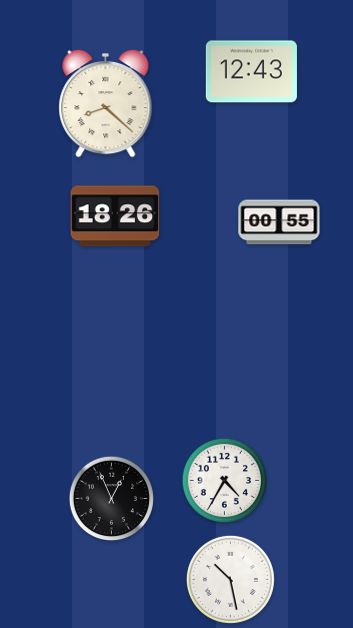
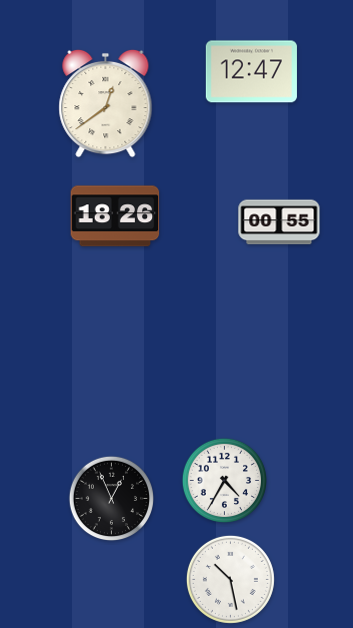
clock at (251, 72): 12:43 -> 12:47
clock at (106, 103): 8:22 -> 12:39
